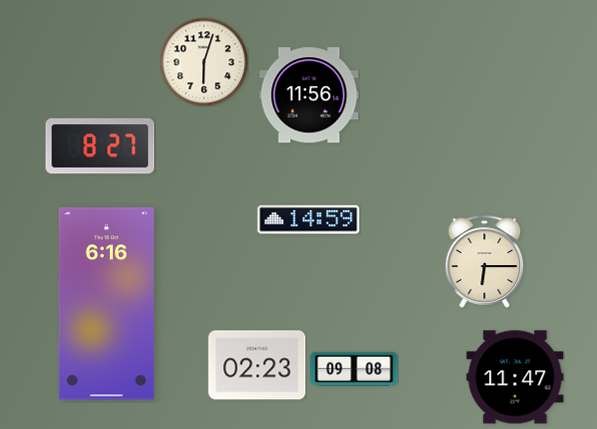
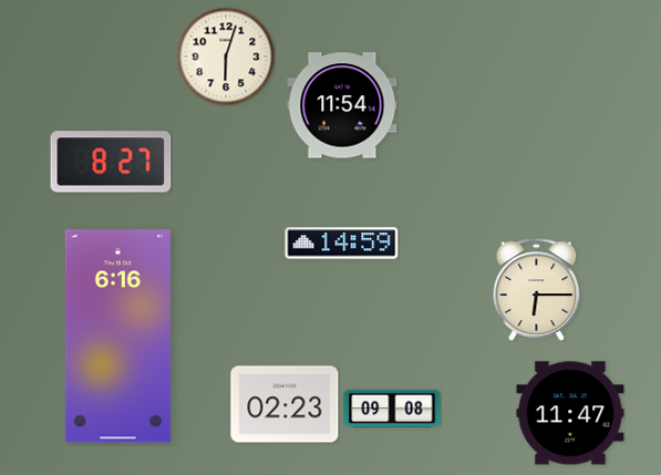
clock at (204, 62) position: (204, 62) -> (226, 56)
clock at (309, 95): 11:56 -> 11:54
clock at (515, 377) position: (515, 377) -> (570, 413)
